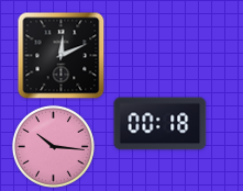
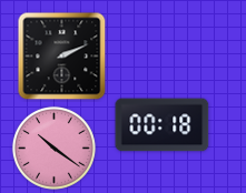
clock at (62, 56): 12:11 -> 2:11
clock at (53, 146): 10:16 -> 10:21
